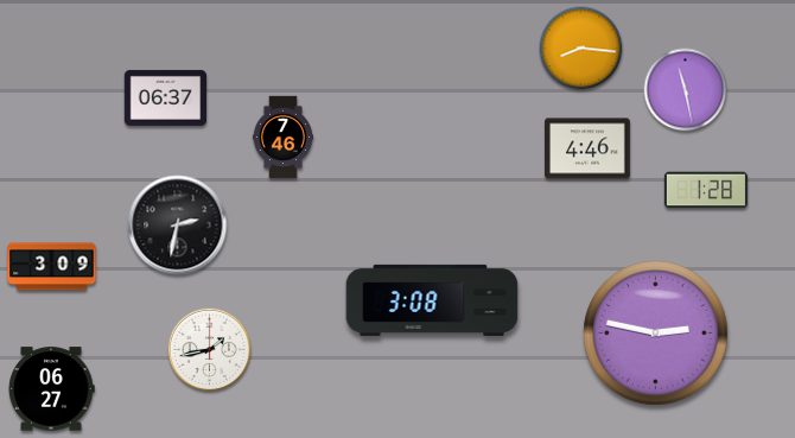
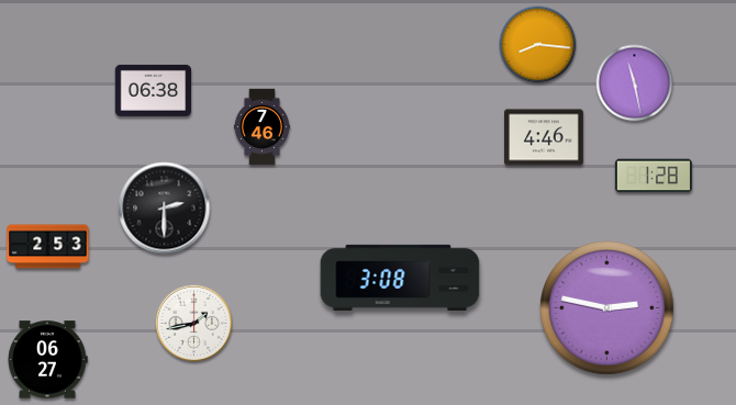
clock at (166, 97): 06:37 -> 06:38
clock at (178, 226): 2:32 -> 2:30
clock at (52, 267): 3:09 -> 2:53
